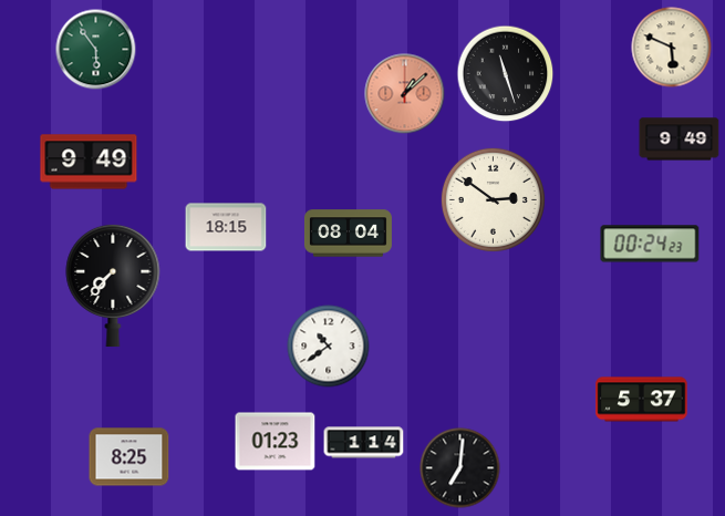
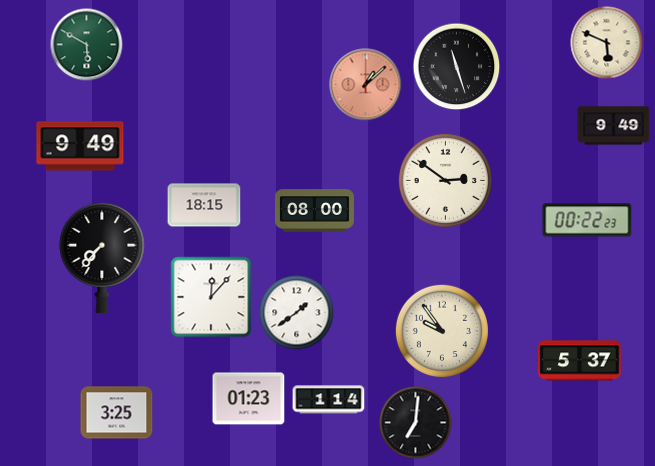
clock at (96, 50): 5:54 -> 5:50
clock at (348, 234): 08:04 -> 08:00
clock at (650, 244): 00:24 -> 00:22
clock at (211, 297): none -> 12:07
clock at (329, 347): 10:39 -> 1:39
clock at (442, 331): none -> 9:54
clock at (130, 457): 8:25 -> 3:25
